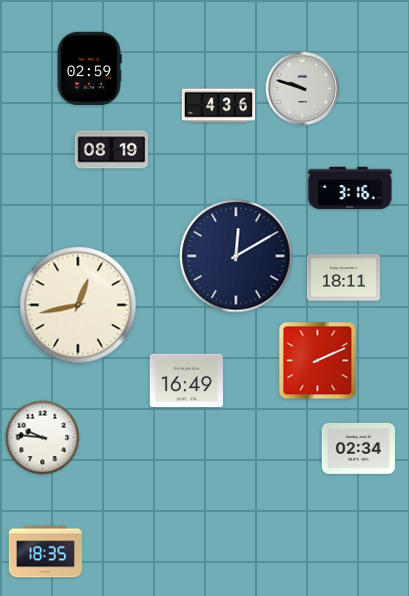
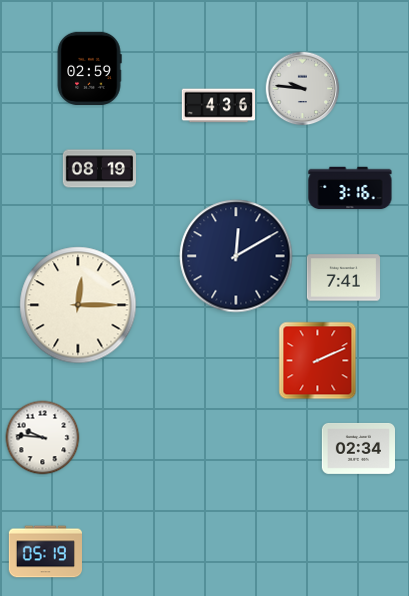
clock at (303, 89): 9:48 -> 9:46
clock at (112, 150) position: (112, 150) -> (100, 169)
clock at (343, 278): 18:11 -> 7:41
clock at (78, 305): 12:43 -> 12:15
clock at (186, 381): 16:49 -> none
clock at (45, 552): 18:35 -> 05:19
